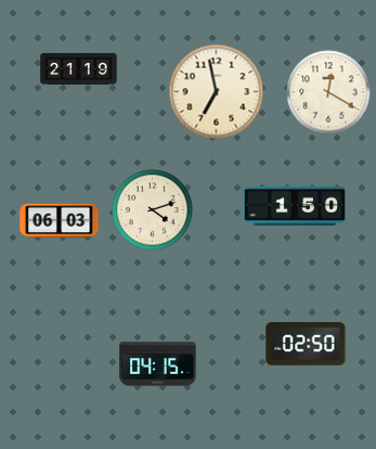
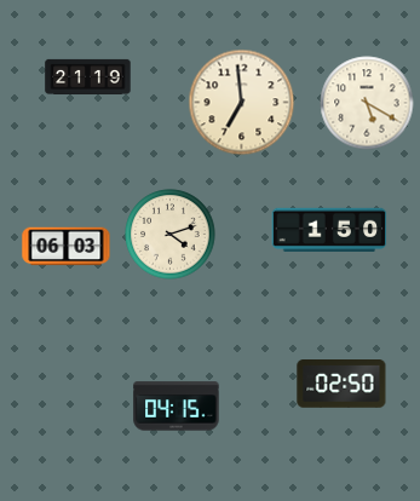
clock at (217, 92): 6:58 -> 6:59
clock at (328, 92): 12:20 -> 5:20
